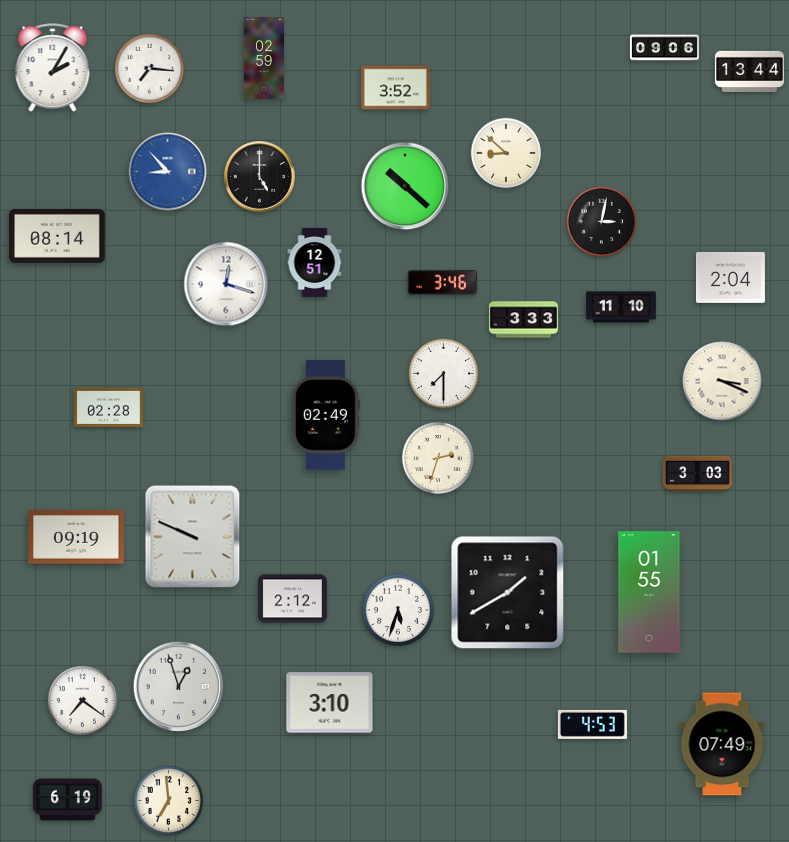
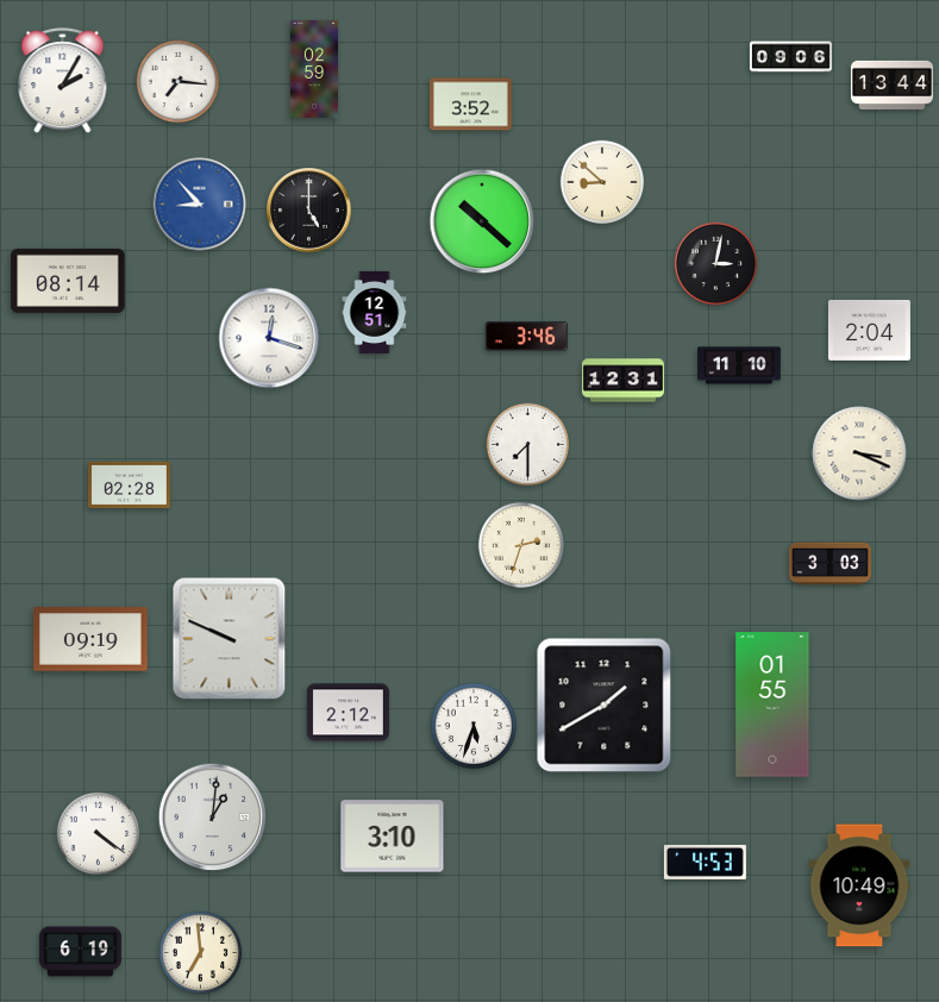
clock at (523, 320): 3:33 -> 12:31
clock at (326, 415): 02:49 -> none
clock at (179, 687): 12:57 -> 1:01
clock at (83, 701): 7:21 -> 4:21
clock at (722, 744): 07:49 -> 10:49
